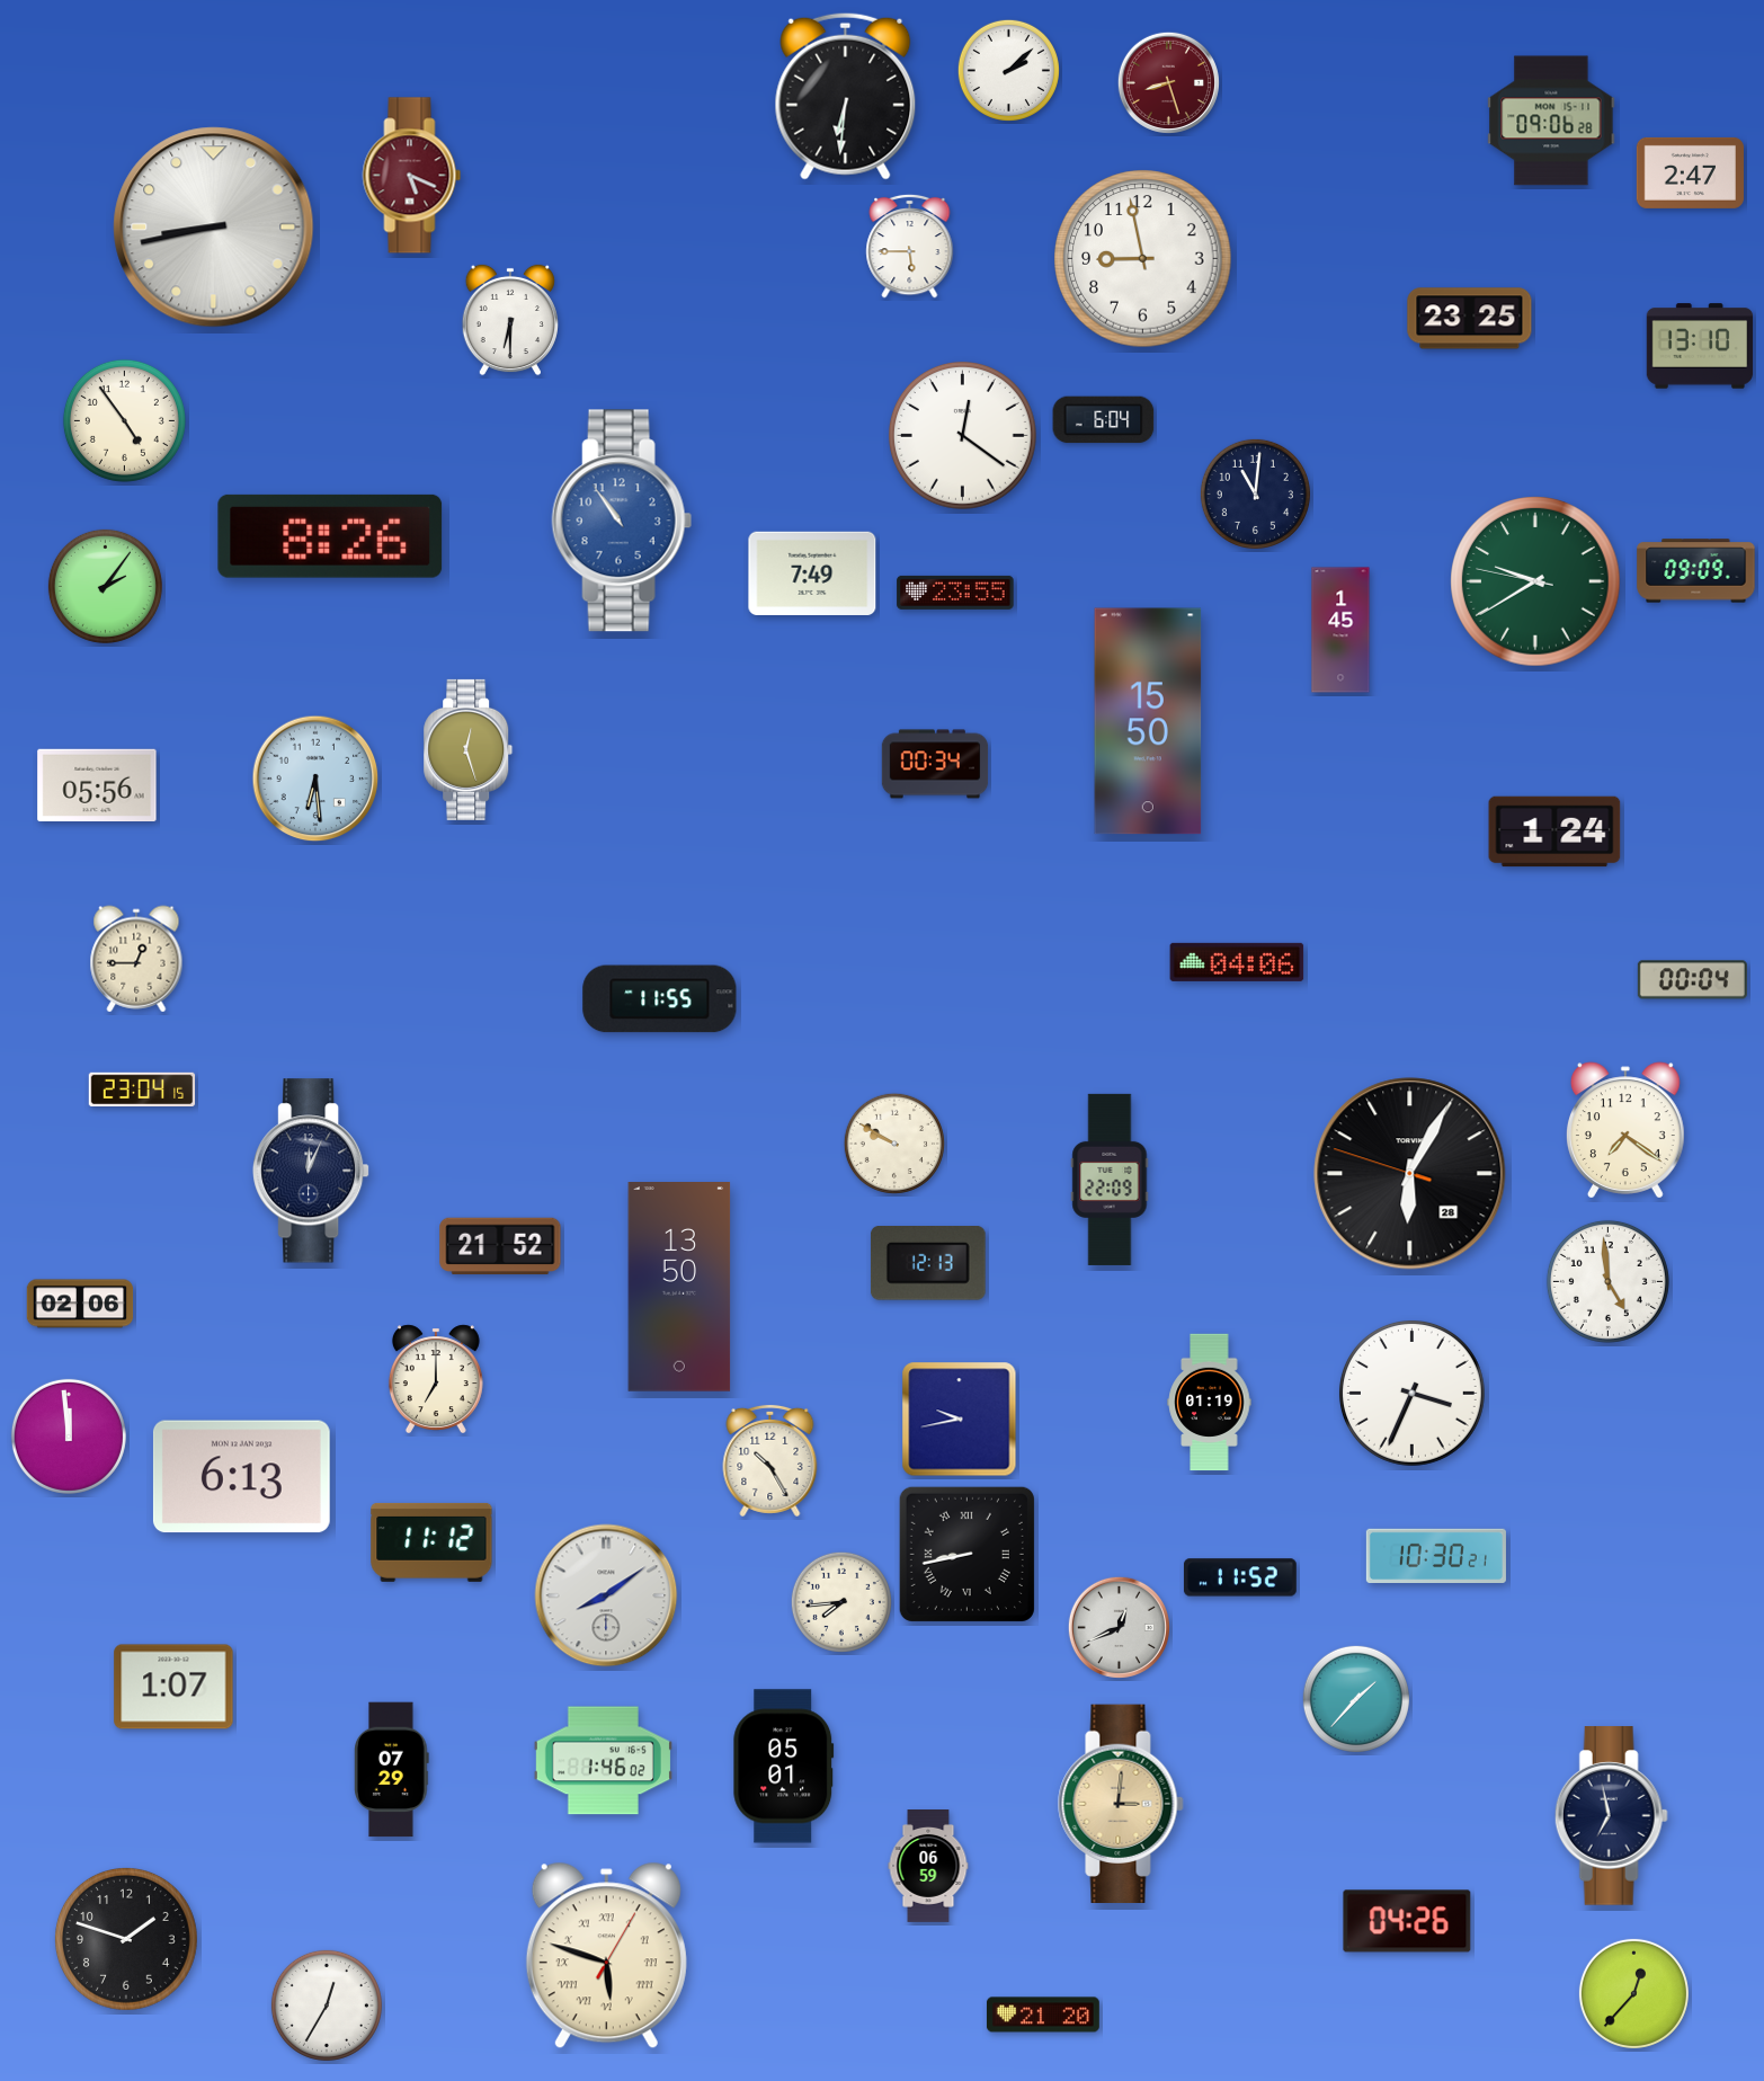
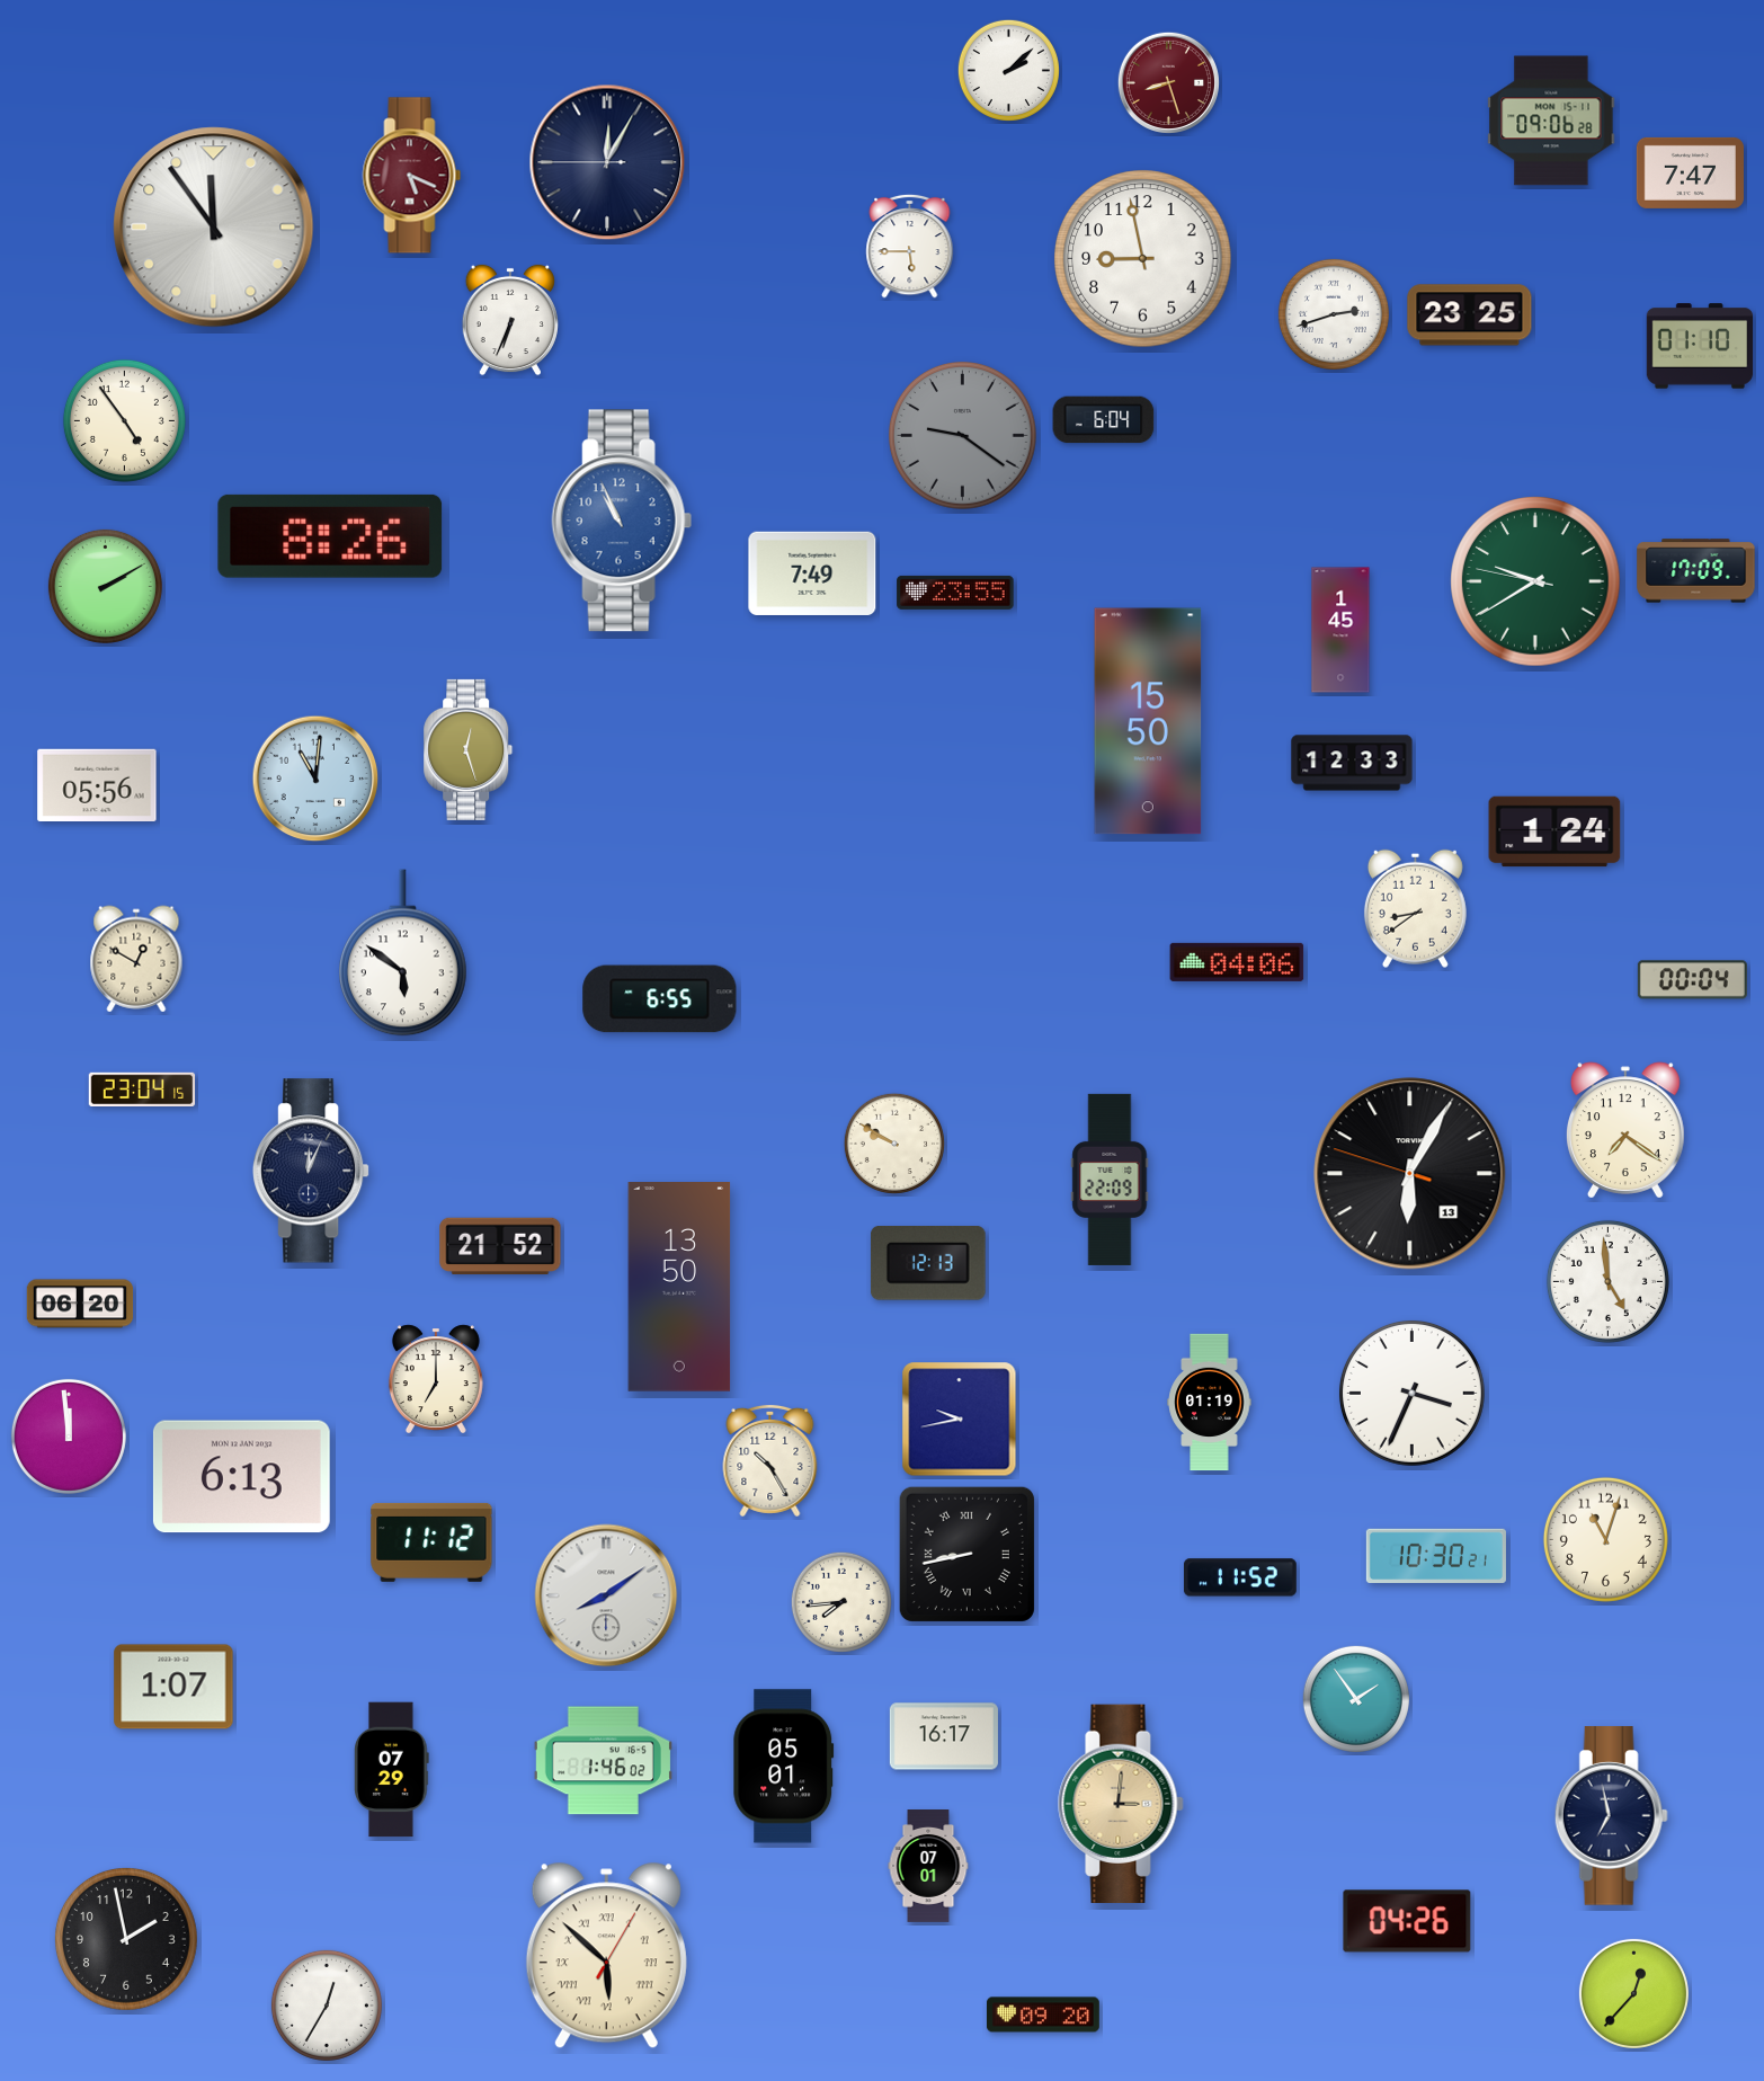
clock at (846, 96): 6:31 -> none
clock at (607, 162): none -> 12:04
clock at (1690, 172): 2:47 -> 7:47
clock at (214, 228): 8:43 -> 11:54
clock at (1334, 314): none -> 2:42
clock at (1470, 319) position: (1470, 319) -> (1470, 315)
clock at (510, 320): 6:30 -> 6:34
clock at (1700, 346): 13:10 -> 01:10
clock at (962, 435): 12:21 -> 9:21
clock at (962, 435) dial: white -> grey
clock at (1255, 493): 11:01 -> none
clock at (622, 521): 10:54 -> 10:56
clock at (1696, 571): 09:09 -> 17:09
clock at (105, 586): 2:06 -> 2:10
clock at (1352, 763): none -> 12:33
clock at (935, 764): 00:34 -> none
clock at (315, 779): 6:29 -> 11:01
clock at (1415, 908): none -> 8:39
clock at (403, 953): none -> 5:51
clock at (136, 959): 12:45 -> 12:50
clock at (660, 999): 11:55 -> 6:55
clock at (1410, 1174) date: 28 -> 13
clock at (80, 1304): 02:06 -> 06:20
clock at (1605, 1539): none -> 11:03
clock at (1119, 1627): 12:41 -> none
clock at (1356, 1699): 1:37 -> 1:54
clock at (944, 1736): none -> 16:17
clock at (928, 1867): 06:59 -> 07:01
clock at (126, 1939): 1:48 -> 1:58
clock at (606, 1956): 5:48 -> 5:52
clock at (1043, 2015): 21:20 -> 09:20
